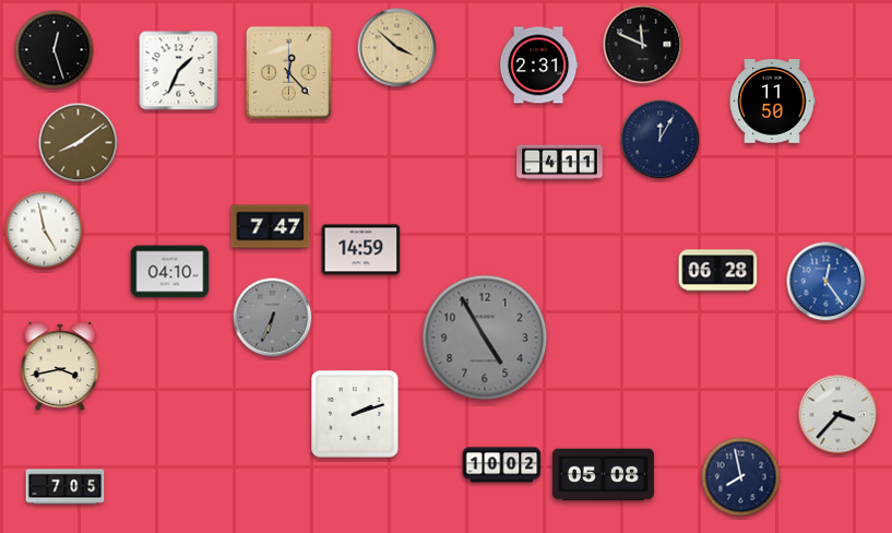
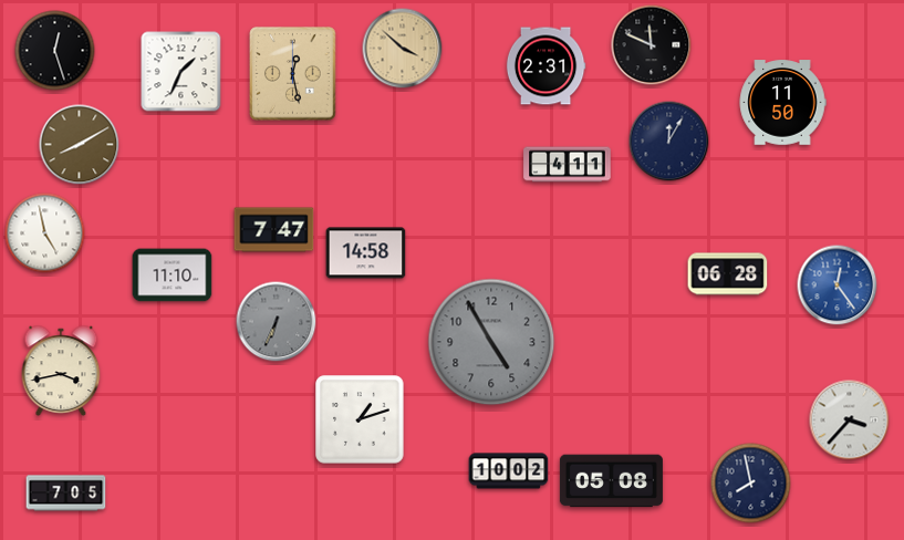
clock at (289, 73): 12:23 -> 12:28
clock at (79, 143): 8:09 -> 8:10
clock at (361, 250): 14:59 -> 14:58
clock at (170, 272): 04:10 -> 11:10
clock at (355, 414): 2:12 -> 1:12
